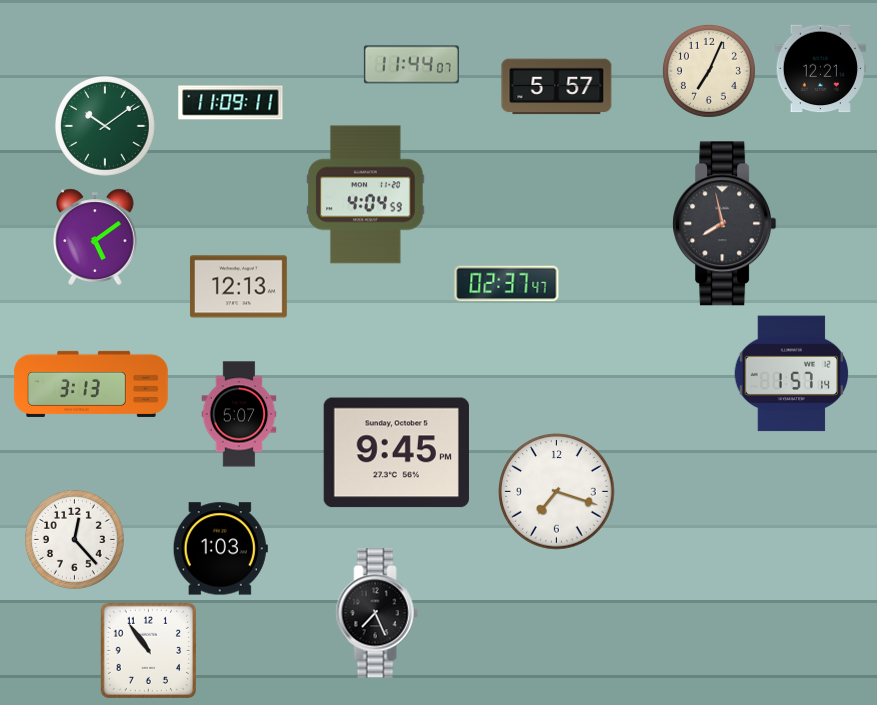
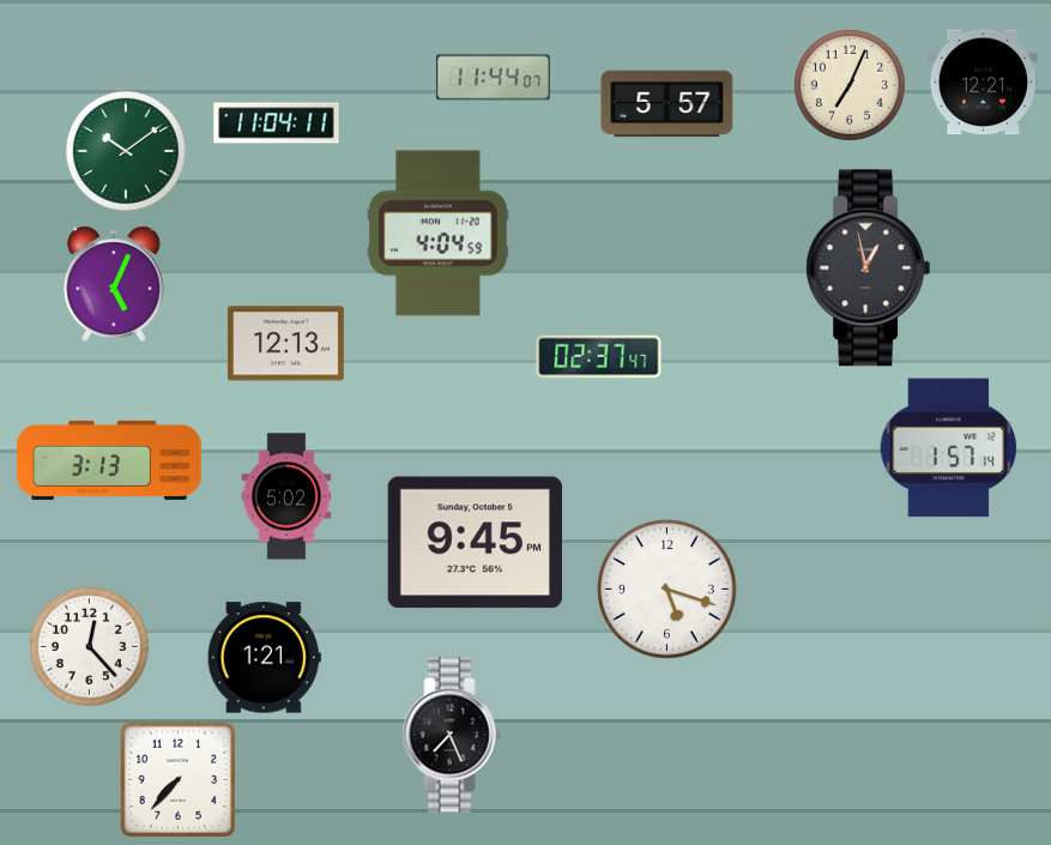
clock at (231, 103): 11:09 -> 11:04
clock at (725, 224): 7:58 -> 12:58
clock at (96, 237): 5:09 -> 5:04
clock at (507, 284) position: (507, 284) -> (599, 357)
clock at (239, 414): 5:07 -> 5:02
clock at (557, 492): 7:18 -> 5:18
clock at (220, 549): 1:03 -> 1:21
clock at (148, 650): 10:54 -> 7:37
